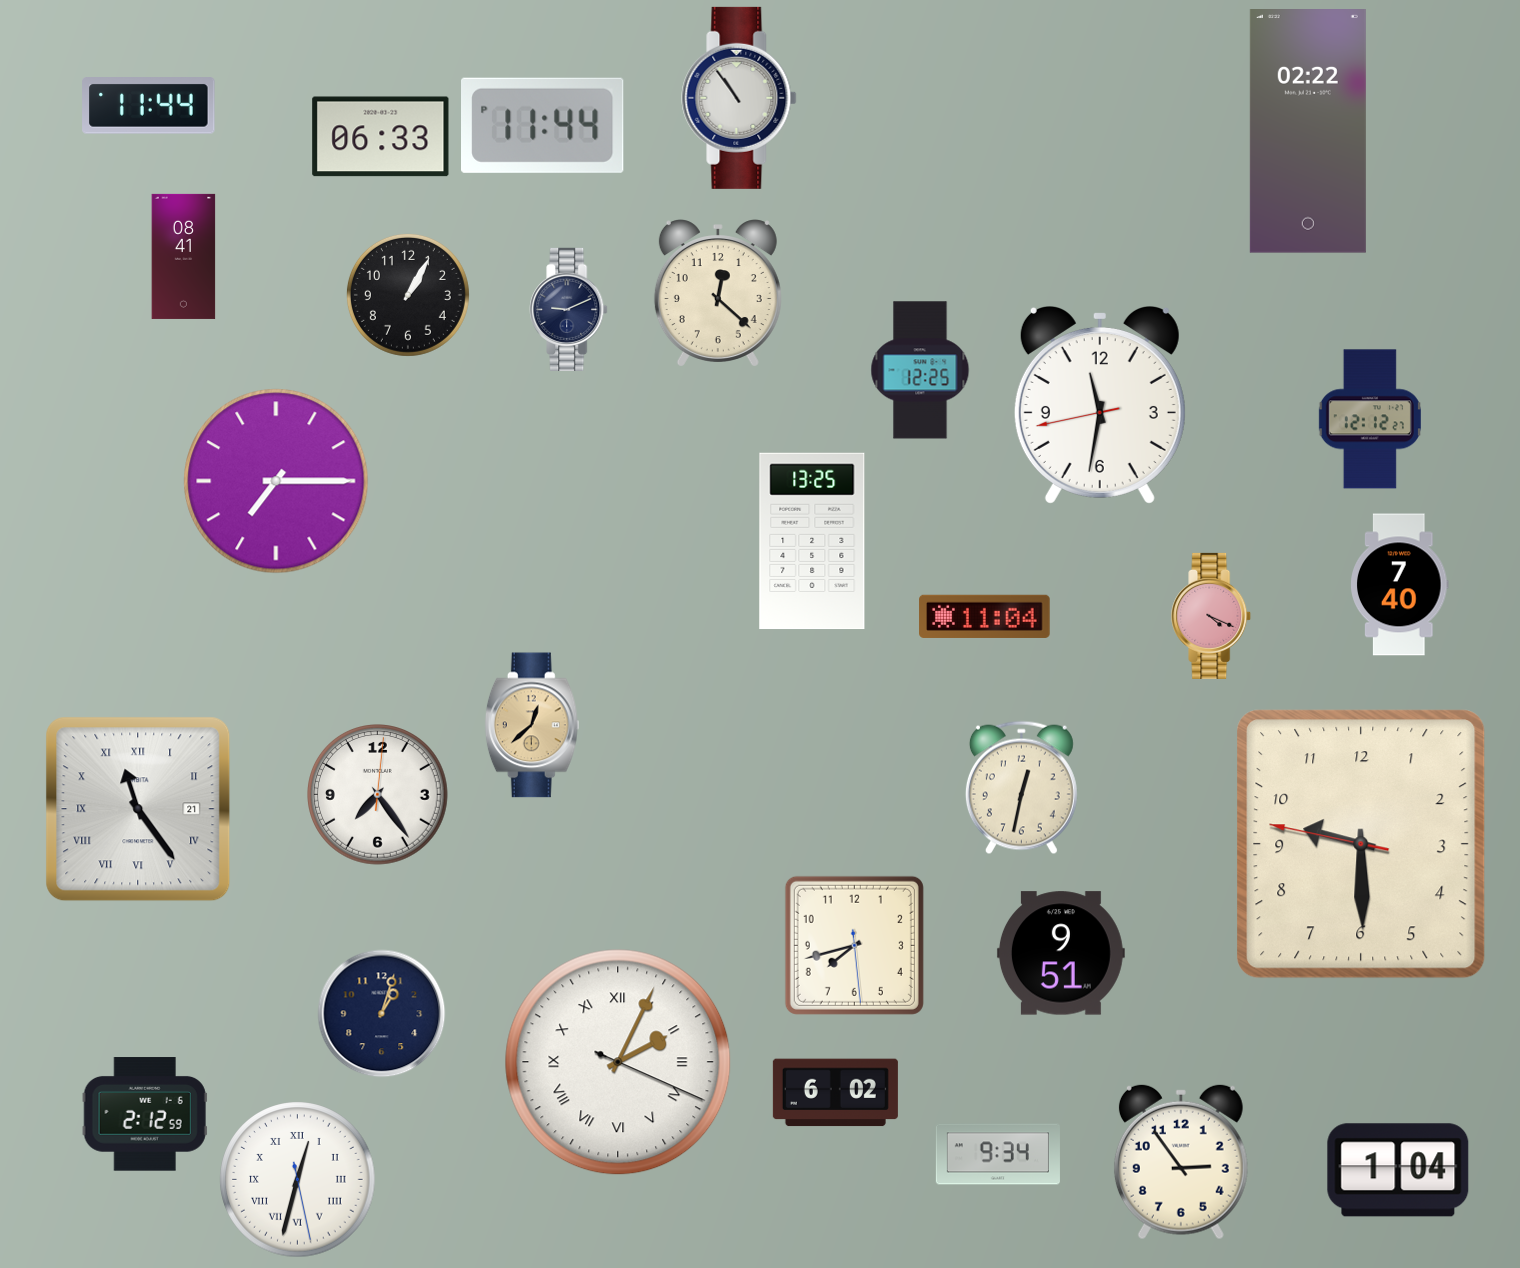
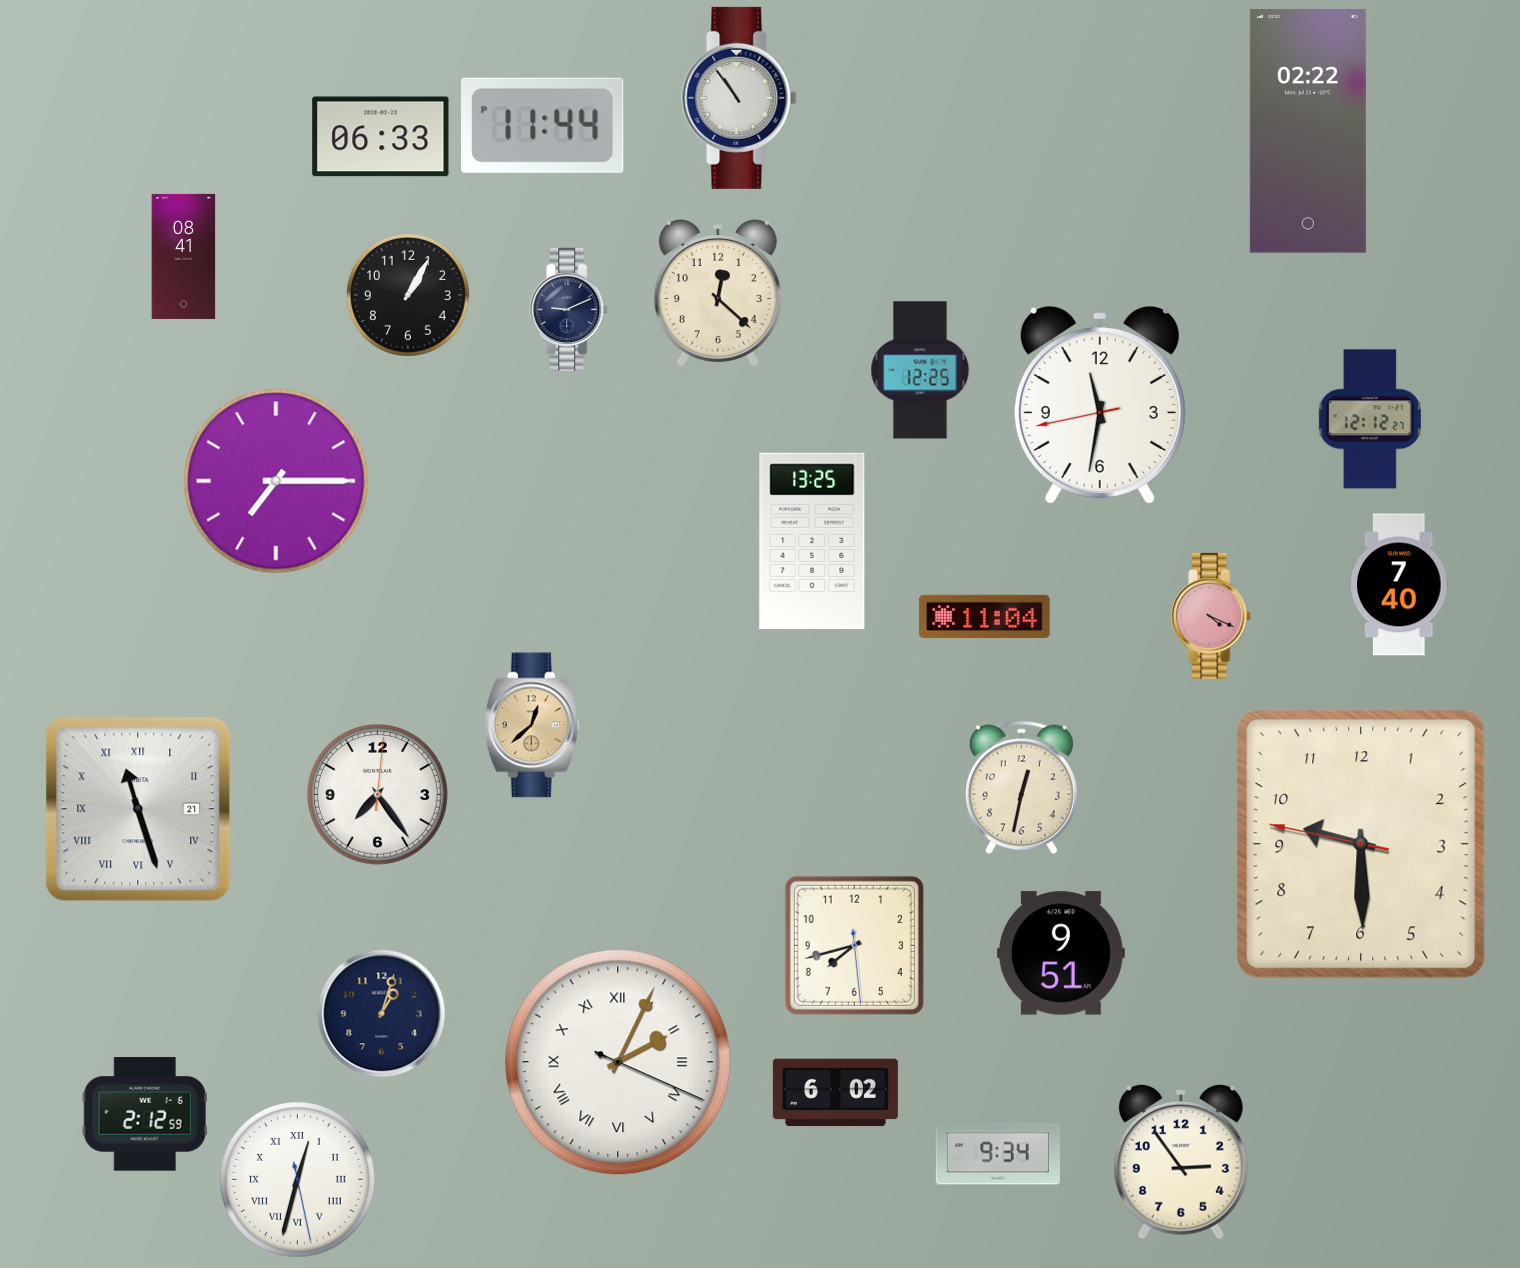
clock at (149, 106): 11:44 -> none
clock at (138, 809): 11:24 -> 11:27
clock at (1398, 1170): 1:04 -> none
